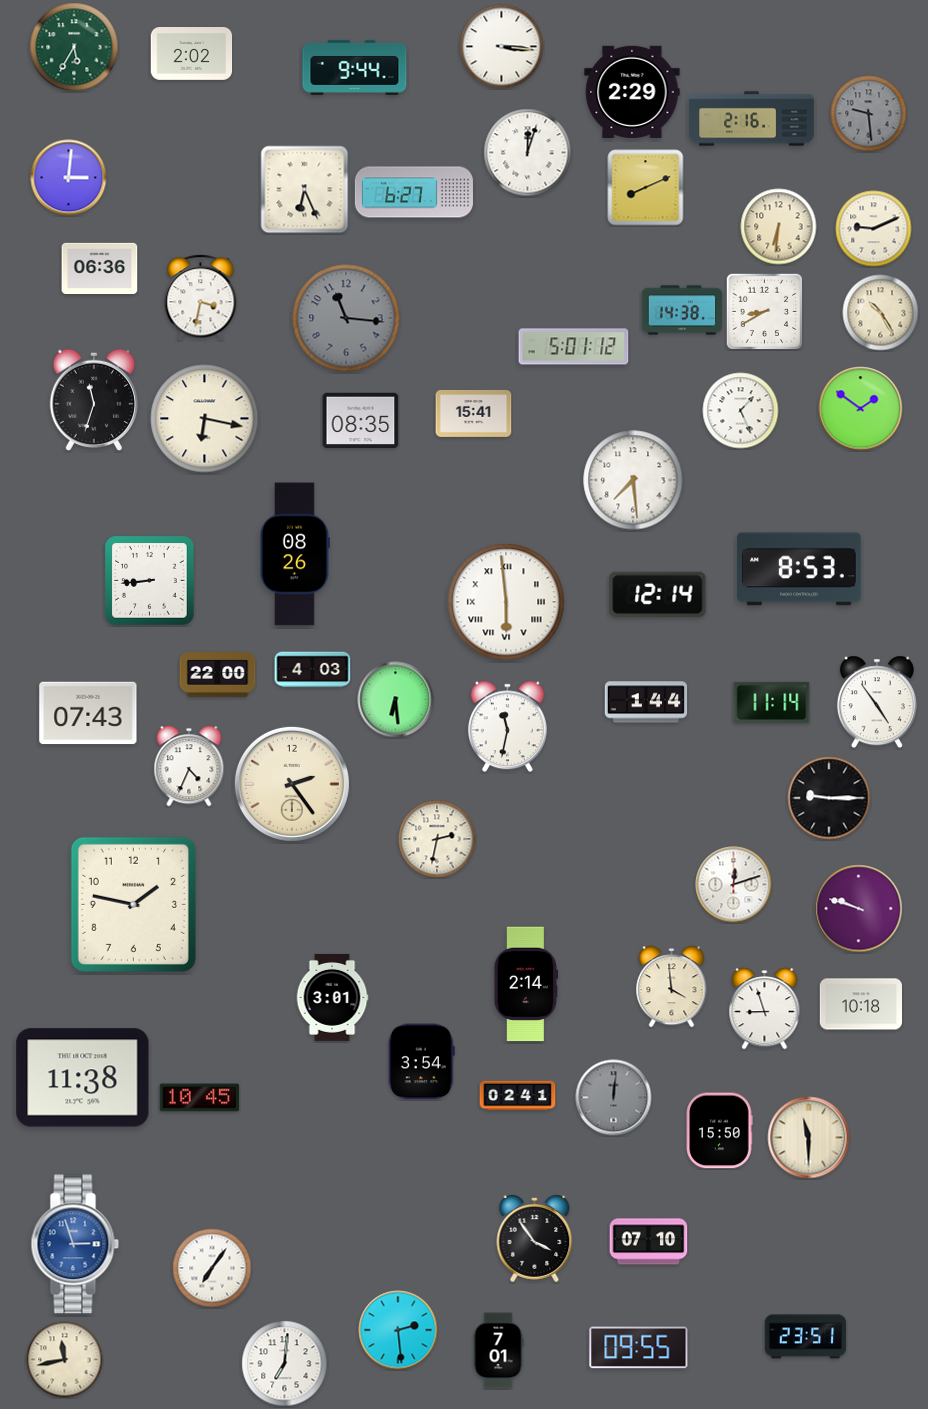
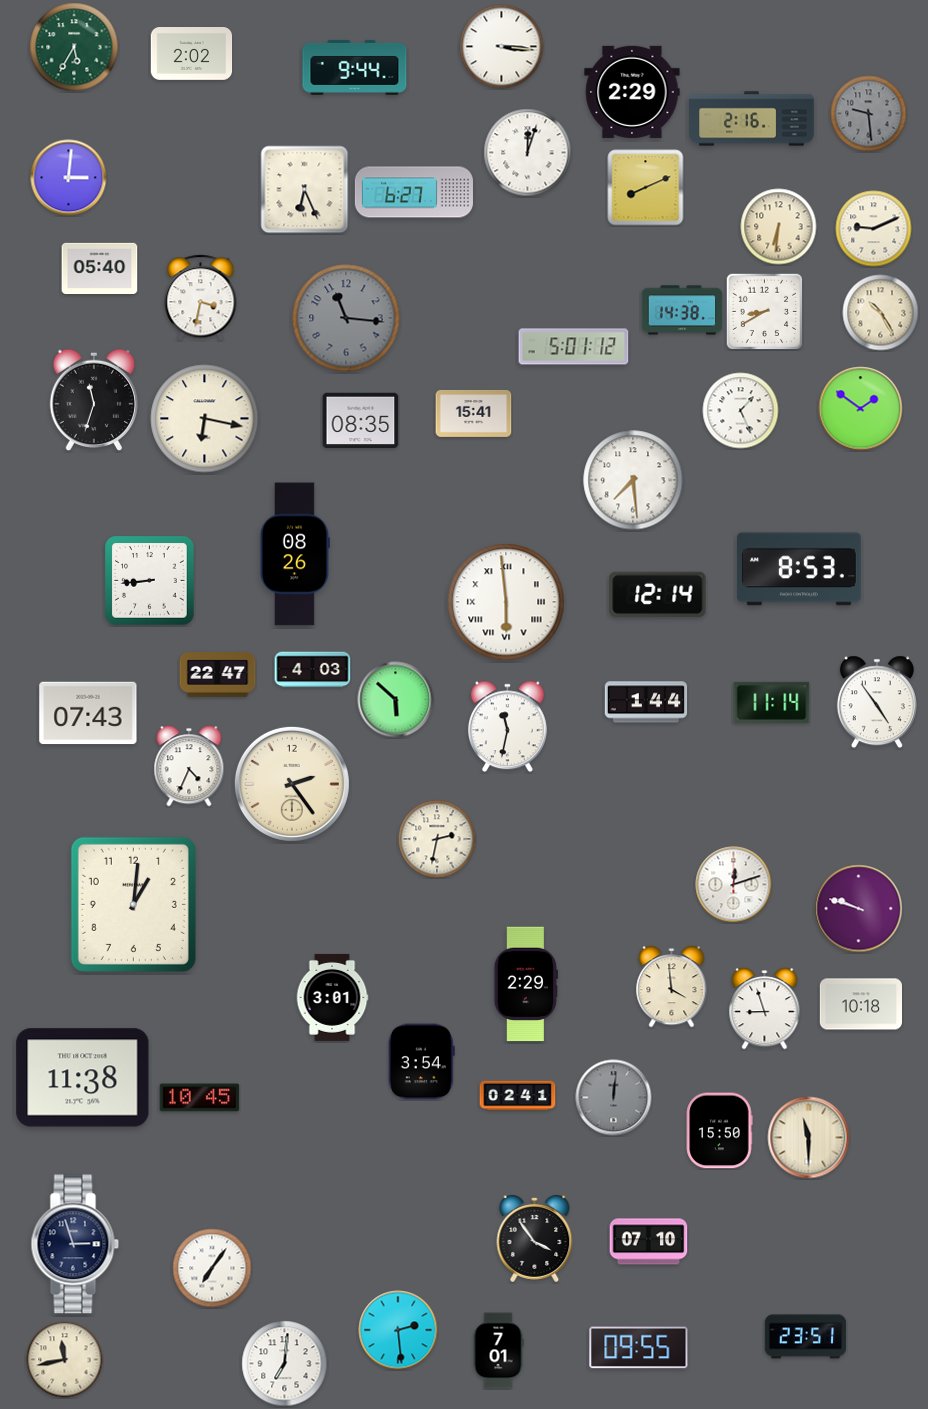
clock at (100, 268): 06:36 -> 05:40
clock at (218, 675): 22:00 -> 22:47
clock at (396, 700): 6:29 -> 5:52
clock at (829, 798): 9:15 -> none
clock at (133, 904): 1:47 -> 1:01
clock at (525, 984): 2:14 -> 2:29
clock at (75, 1244) dial: blue -> navy
